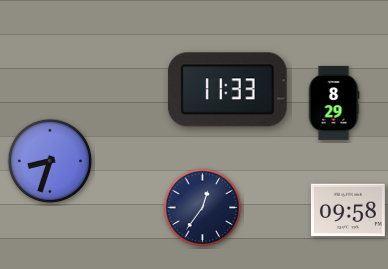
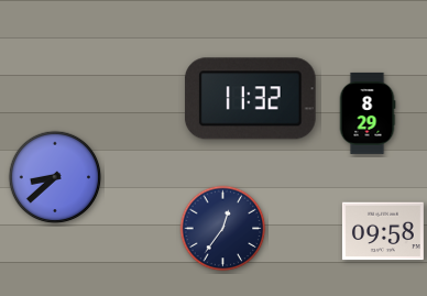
clock at (227, 90): 11:33 -> 11:32
clock at (50, 161): 8:33 -> 8:38
